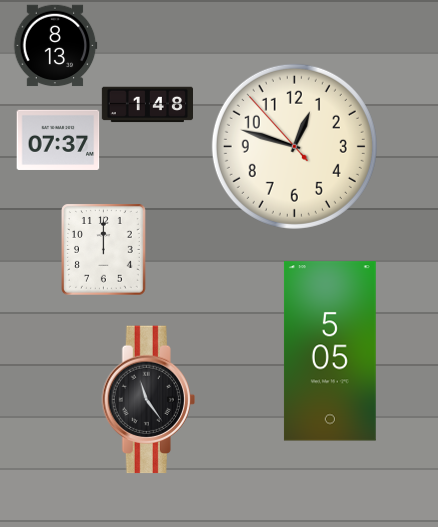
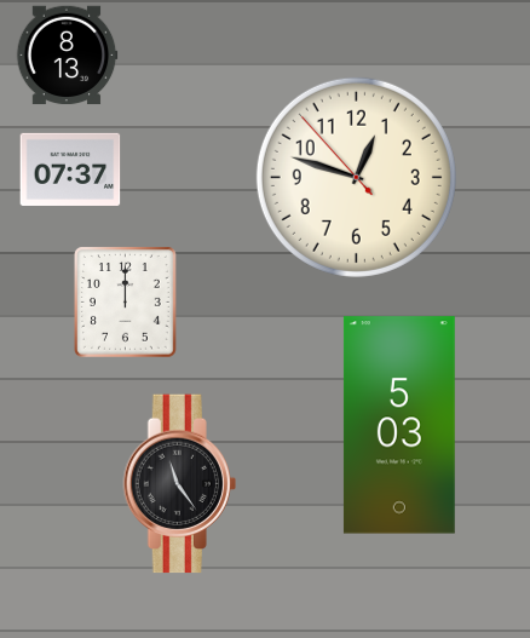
clock at (147, 105): 1:48 -> none
clock at (330, 351): 5:05 -> 5:03
